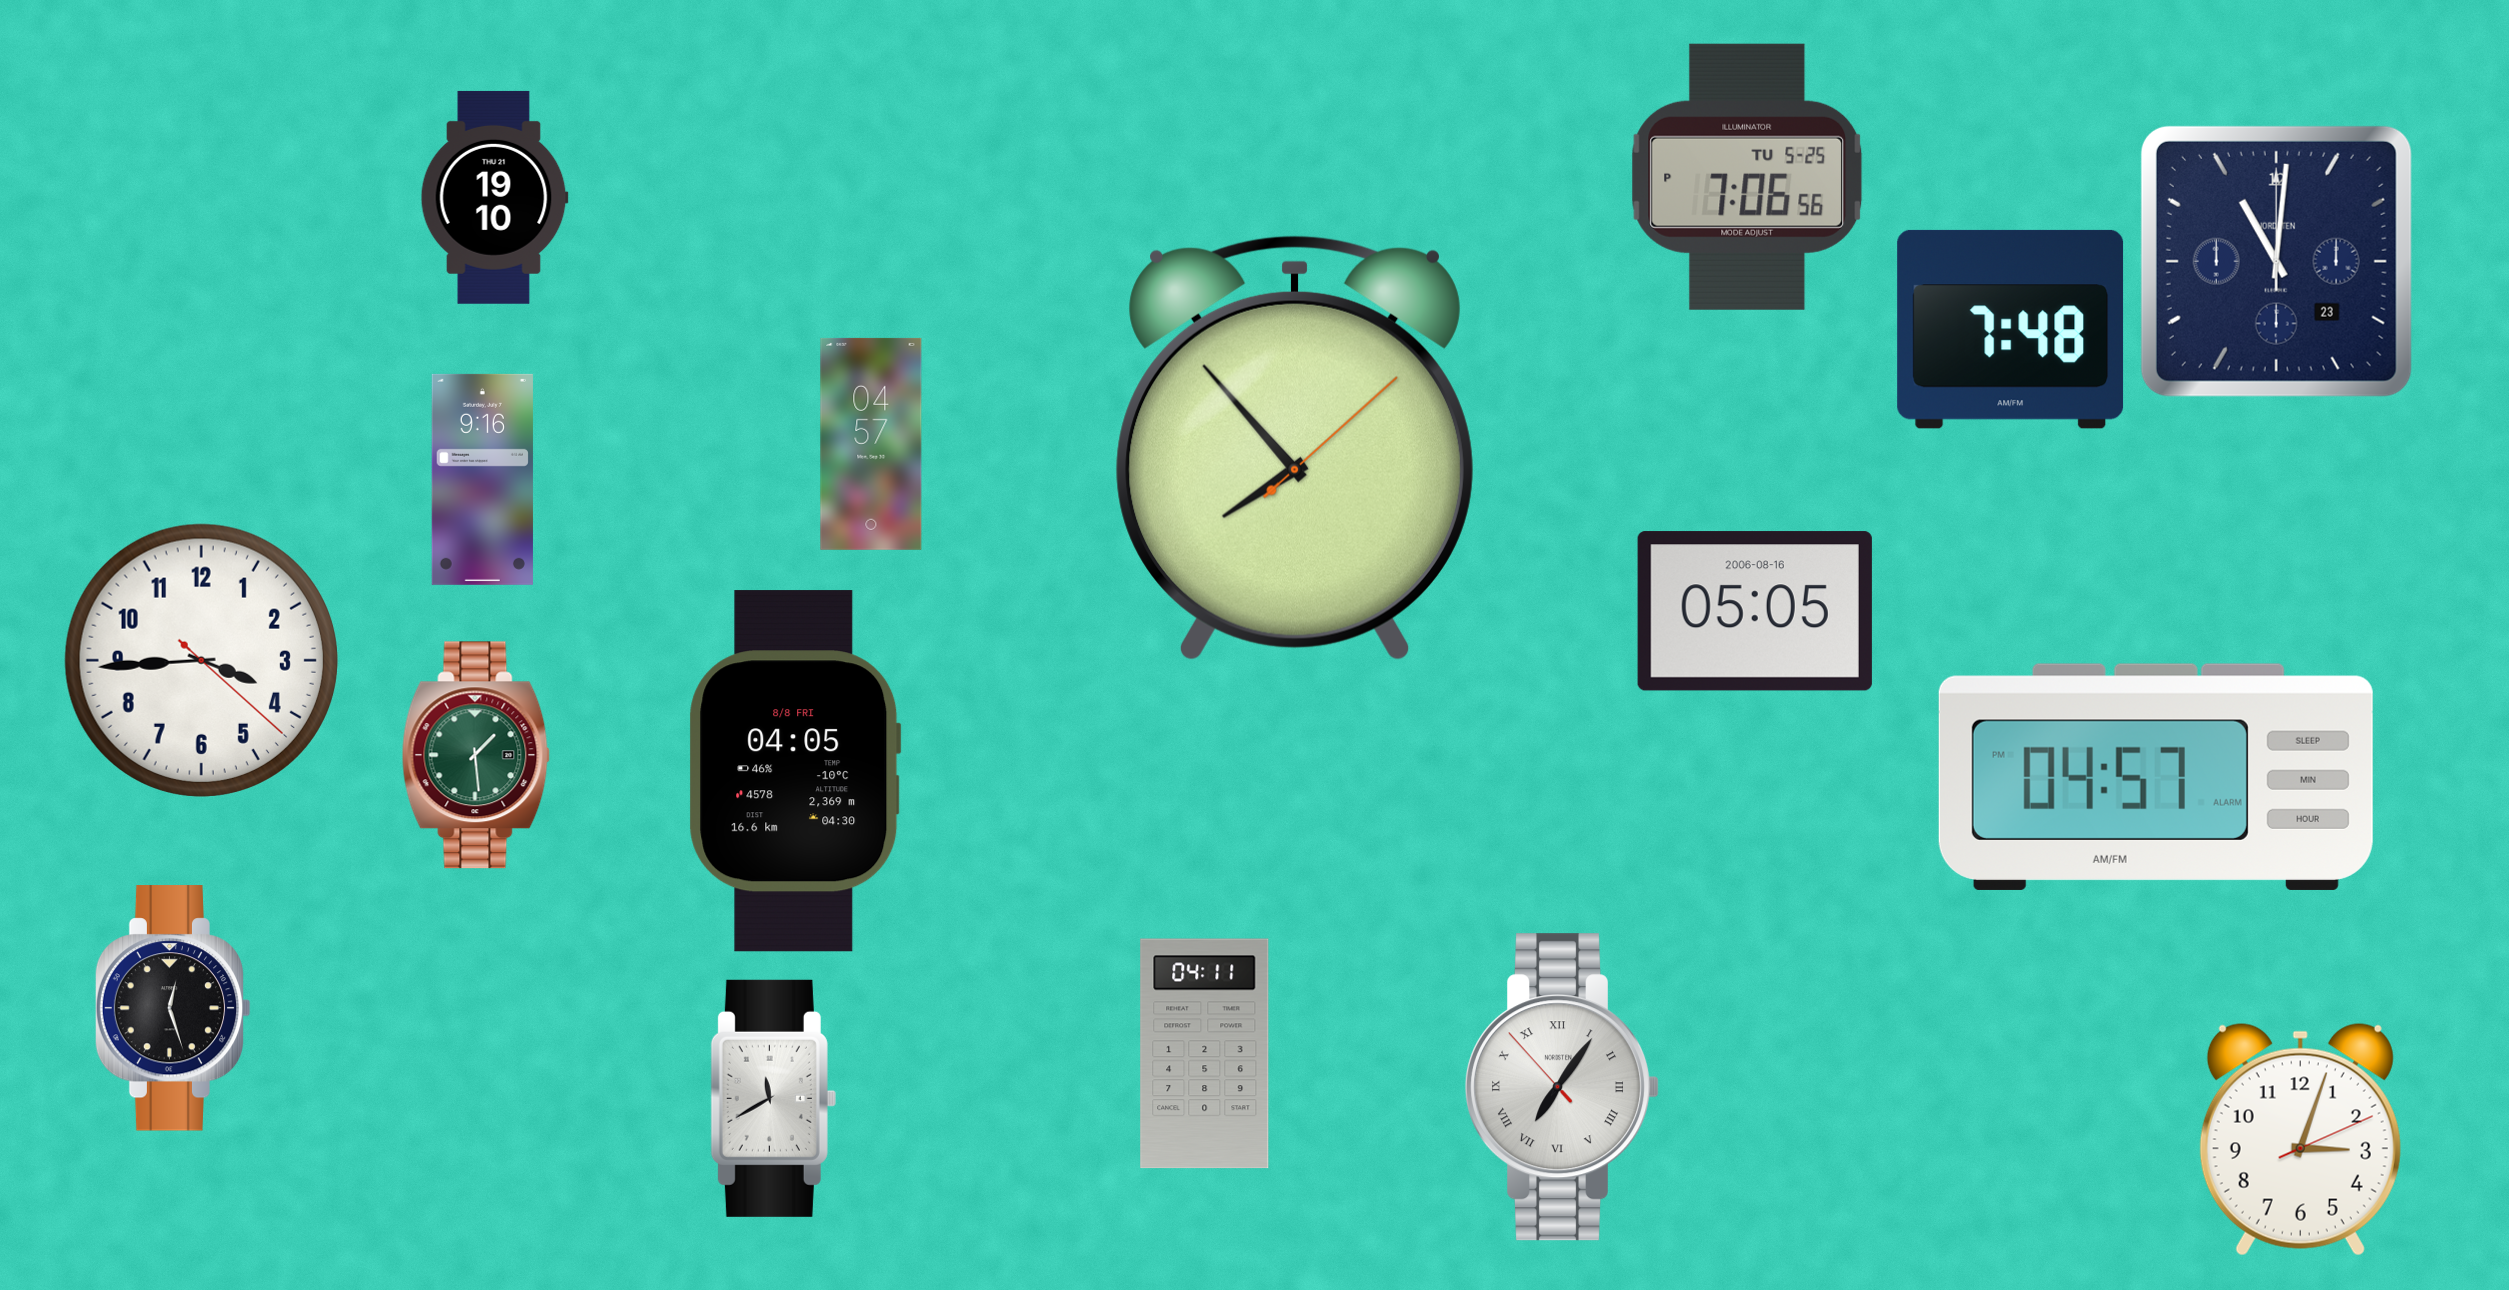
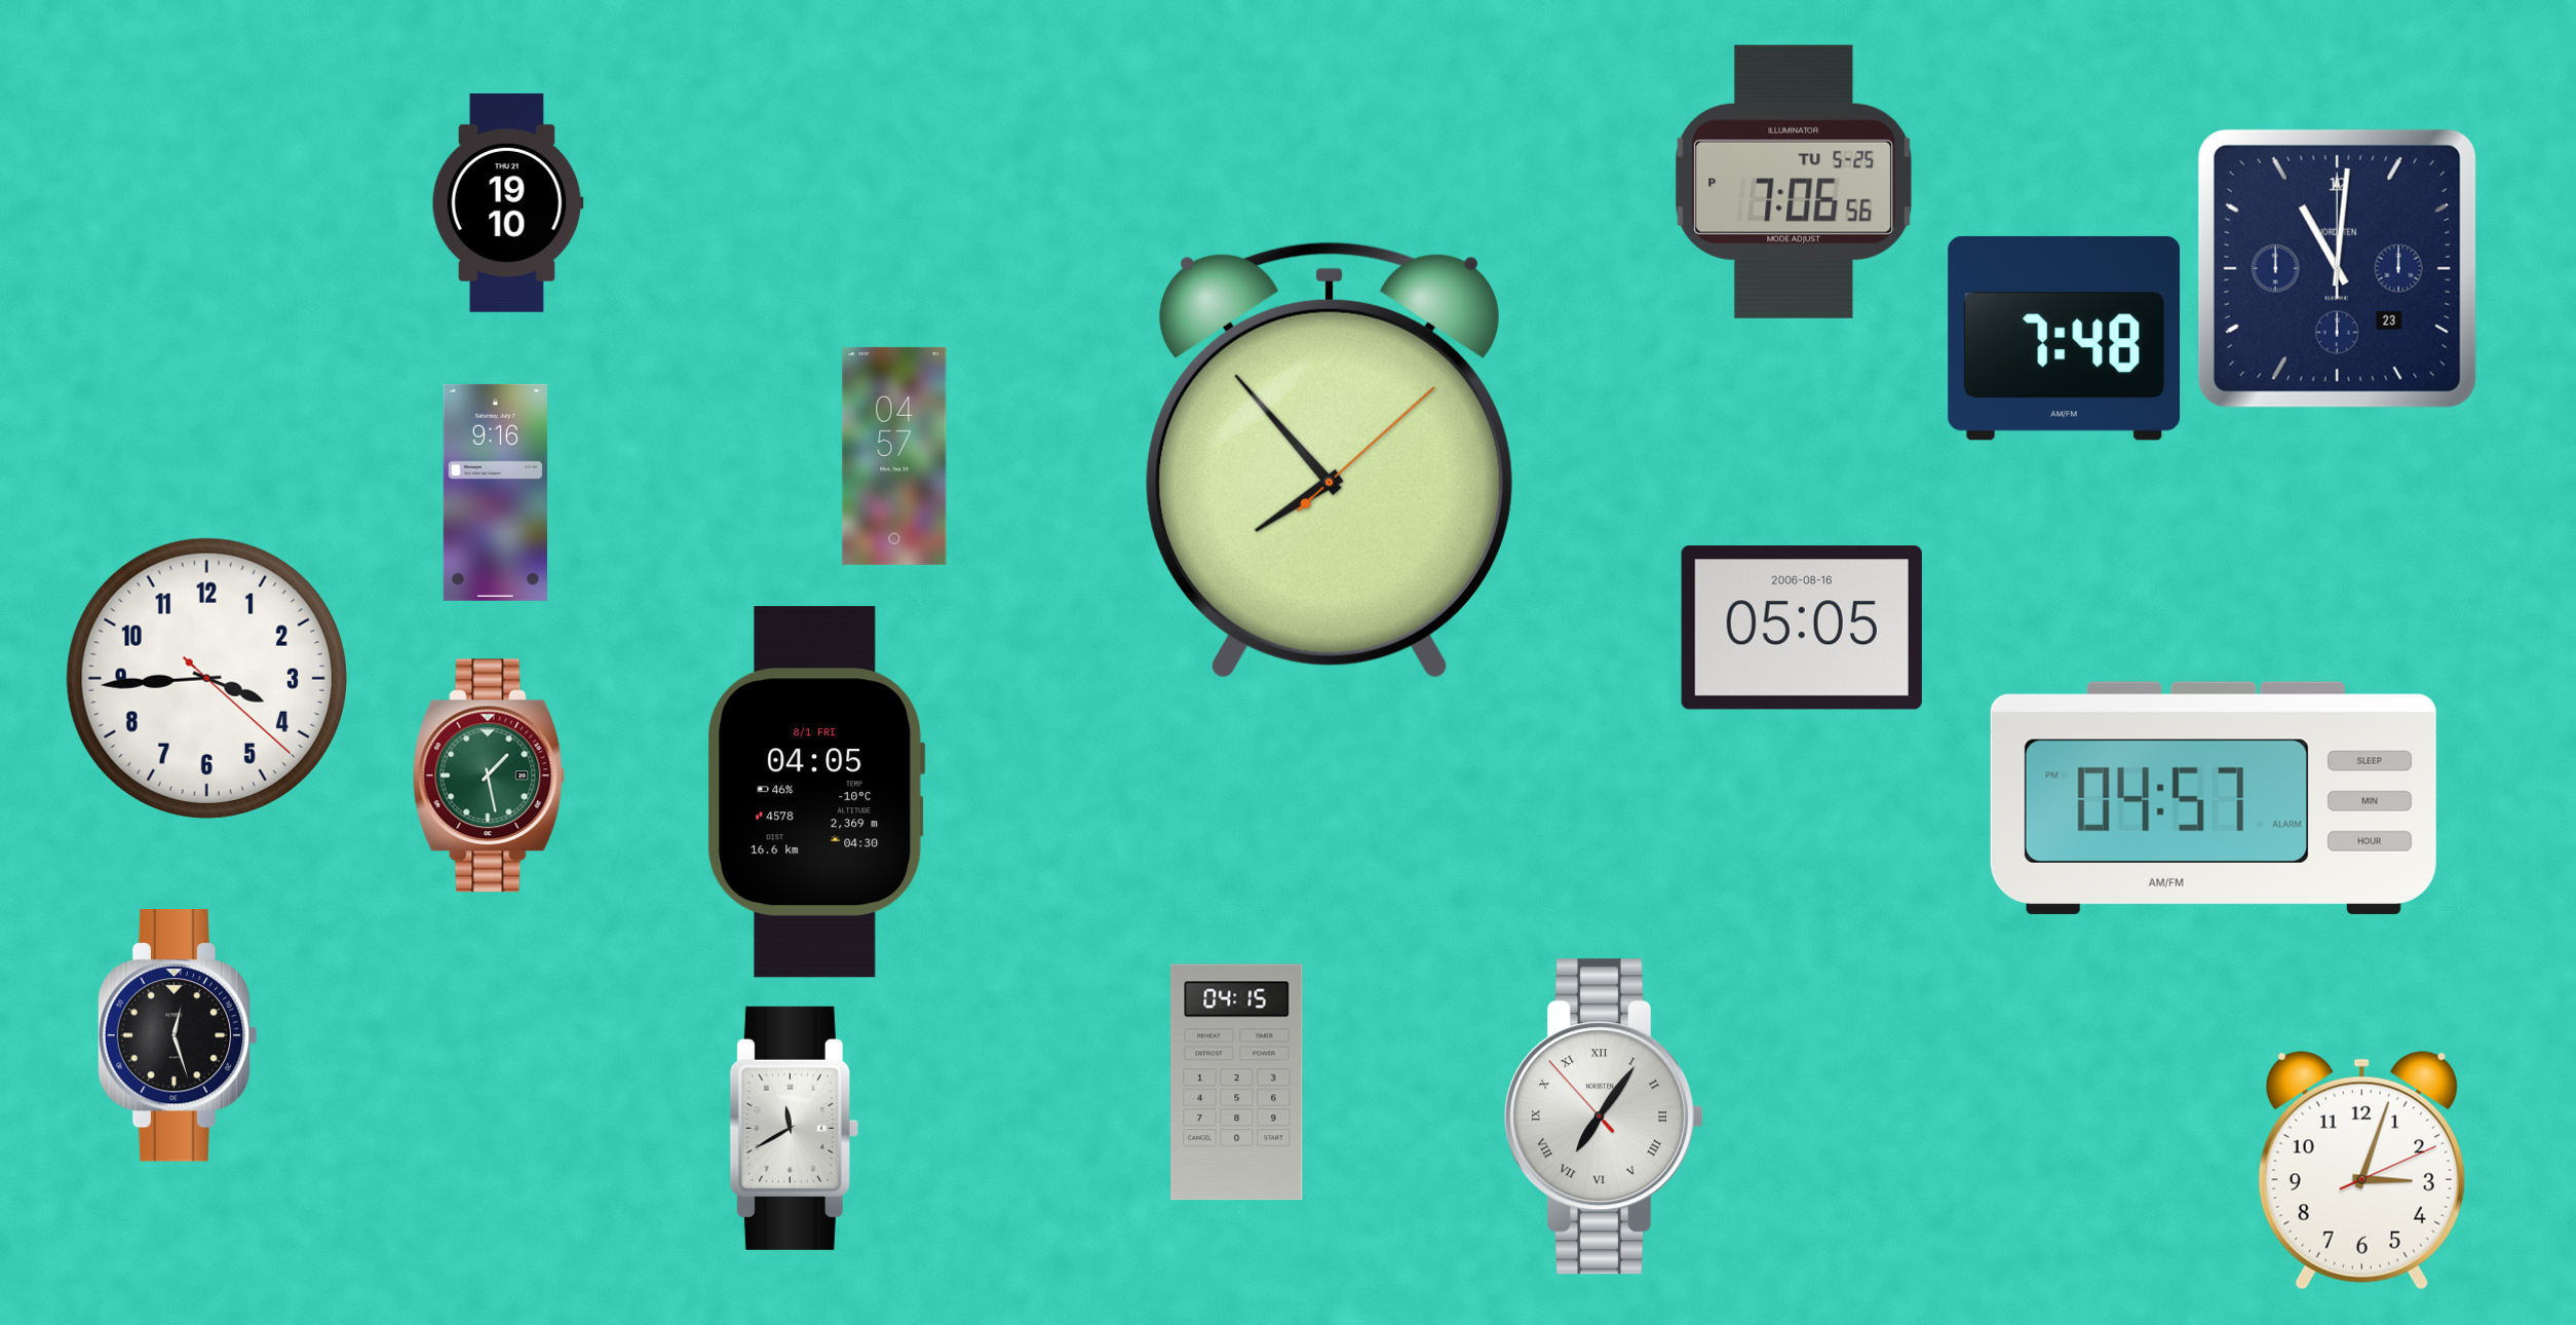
clock at (476, 755): 1:29 -> 1:28
clock at (795, 771) date: 8/8 FRI -> 8/1 FRI
clock at (1205, 1054): 04:11 -> 04:15
